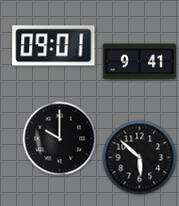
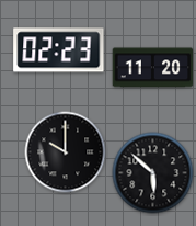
clock at (54, 46): 09:01 -> 02:23
clock at (140, 62): 9:41 -> 11:20
